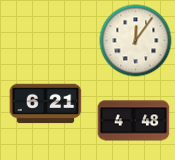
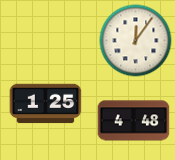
clock at (46, 104): 6:21 -> 1:25
